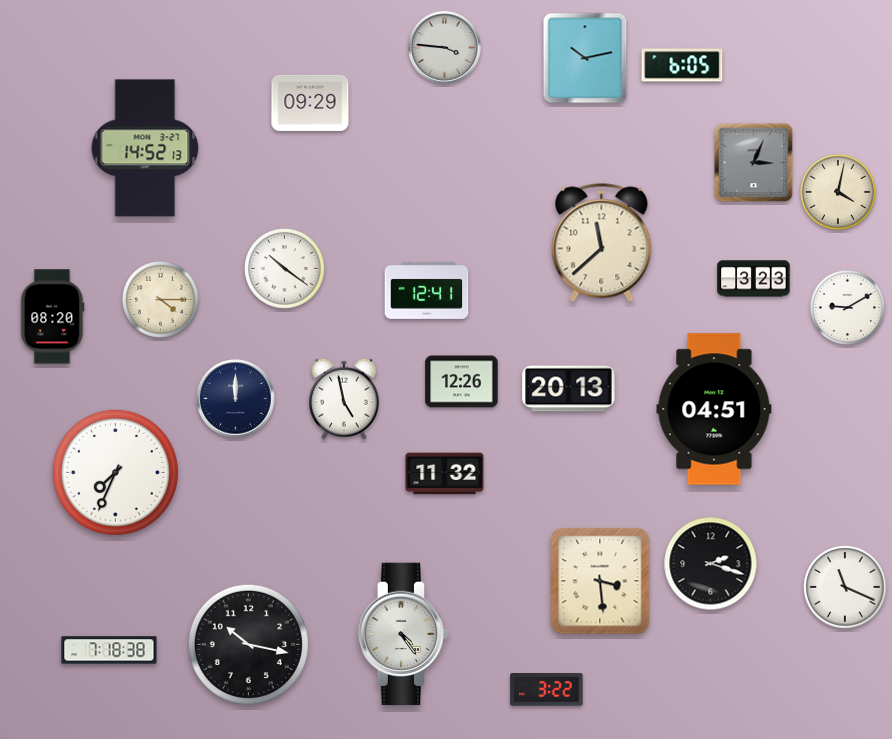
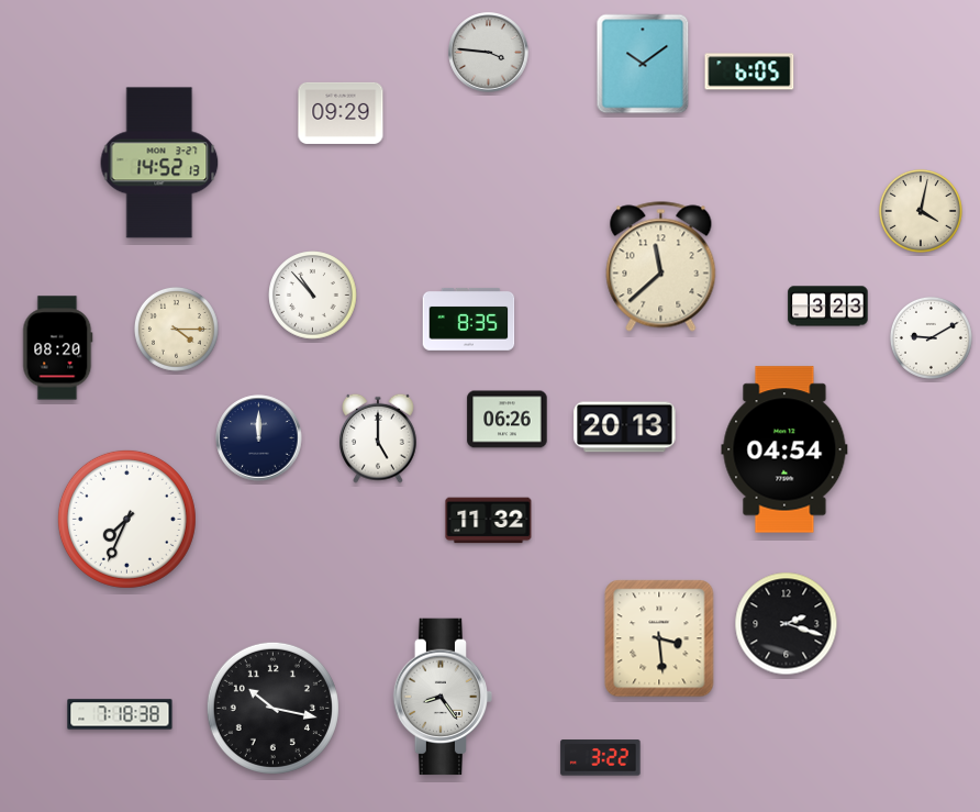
clock at (585, 58): 10:13 -> 10:09
clock at (754, 163): 3:04 -> none
clock at (285, 269): 10:21 -> 10:53
clock at (427, 290): 12:41 -> 8:35
clock at (462, 382): 12:26 -> 06:26
clock at (345, 399): 4:58 -> 5:00
clock at (714, 409): 04:51 -> 04:54
clock at (711, 564) position: (711, 564) -> (787, 624)
clock at (845, 587): 11:19 -> none
clock at (403, 634): 4:24 -> 8:24
